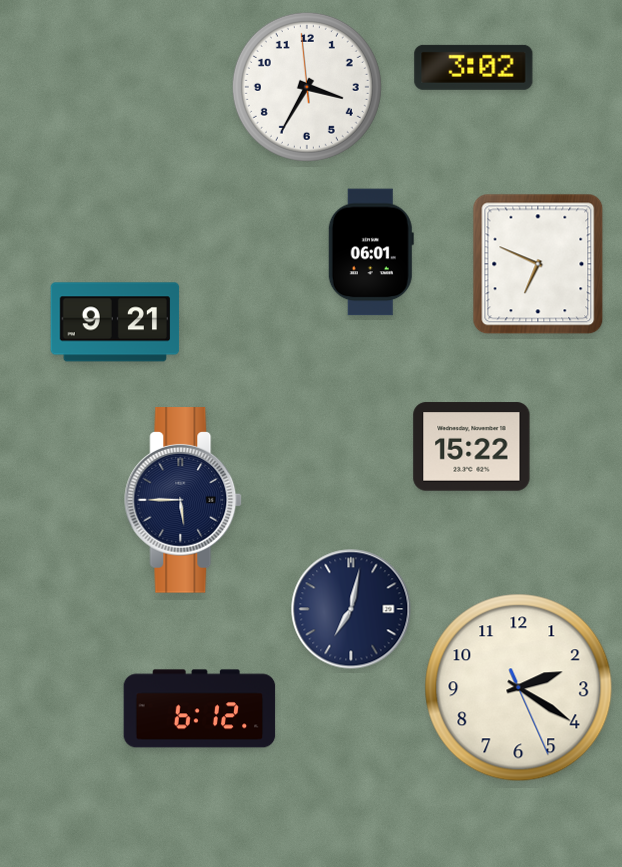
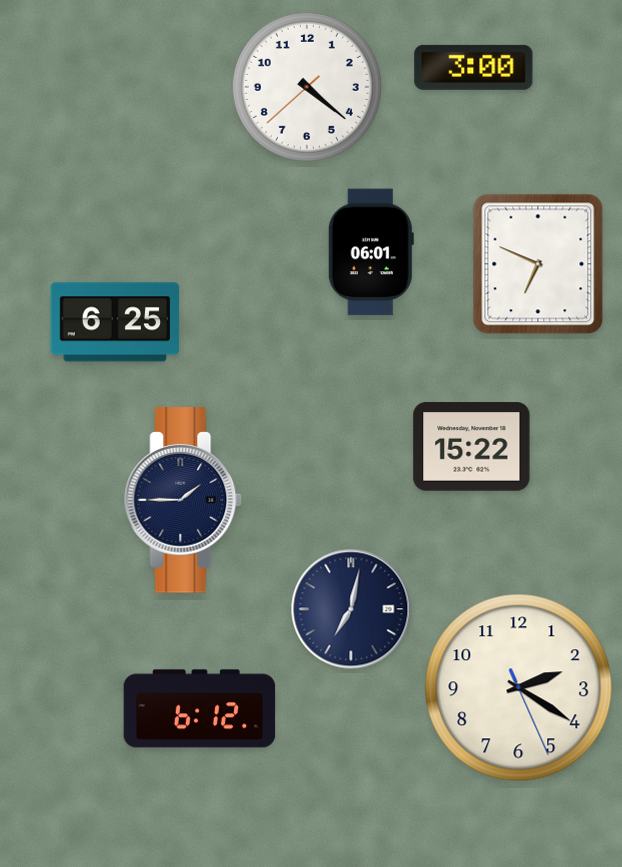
clock at (474, 67): 3:02 -> 3:00
clock at (307, 87): 3:34 -> 4:21
clock at (115, 322): 9:21 -> 6:25
clock at (184, 500): 5:45 -> 1:45
